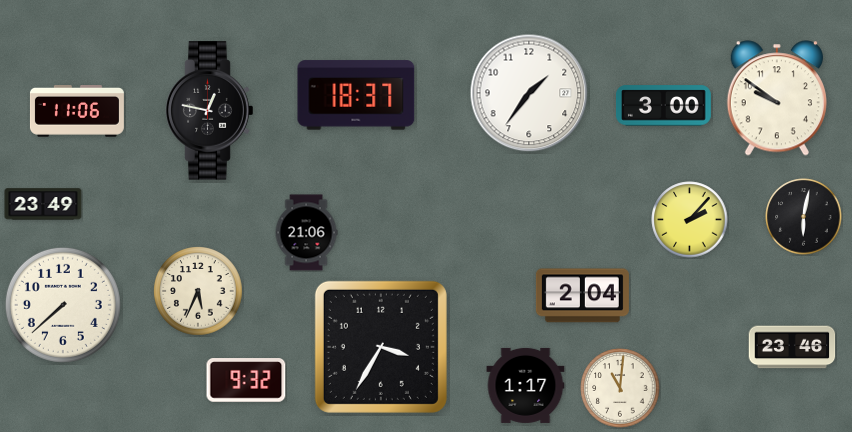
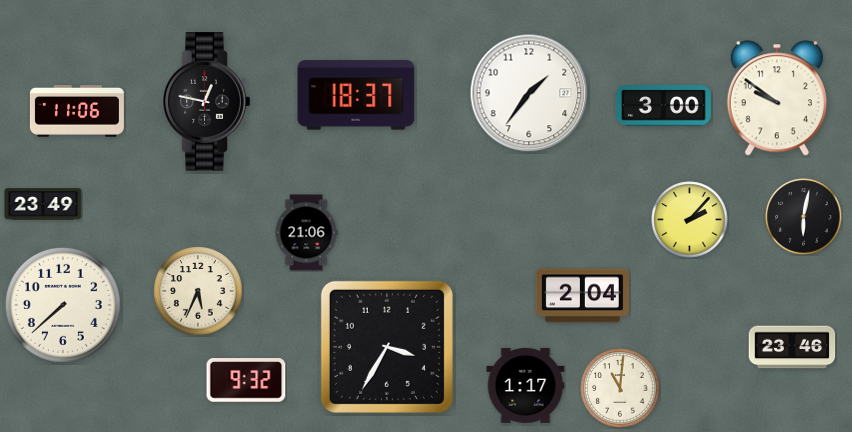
clock at (210, 111) position: (210, 111) -> (207, 102)
clock at (381, 347) position: (381, 347) -> (387, 347)
